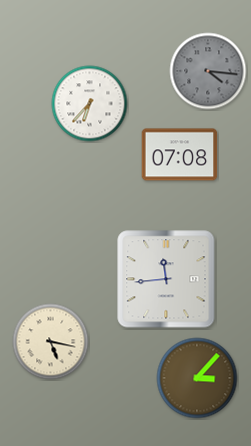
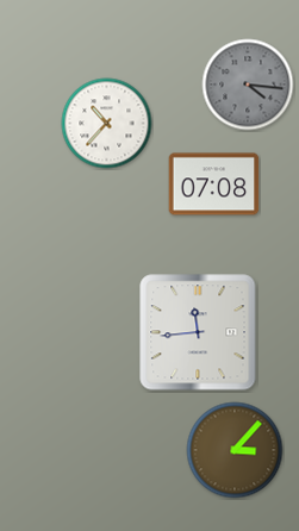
clock at (90, 104): 6:37 -> 10:37
clock at (51, 342): 5:17 -> none
